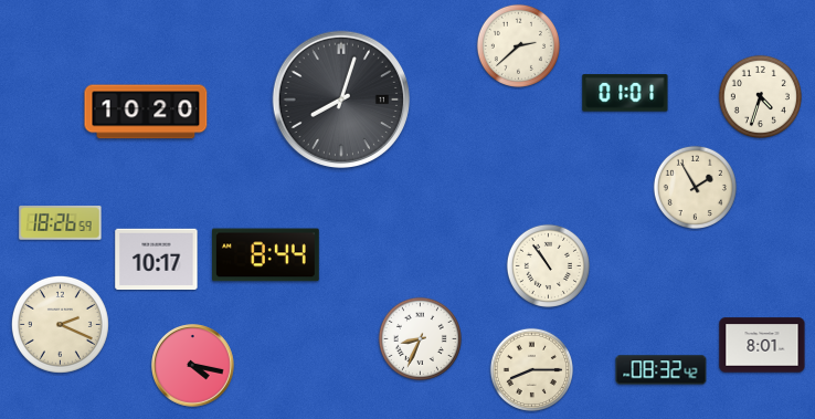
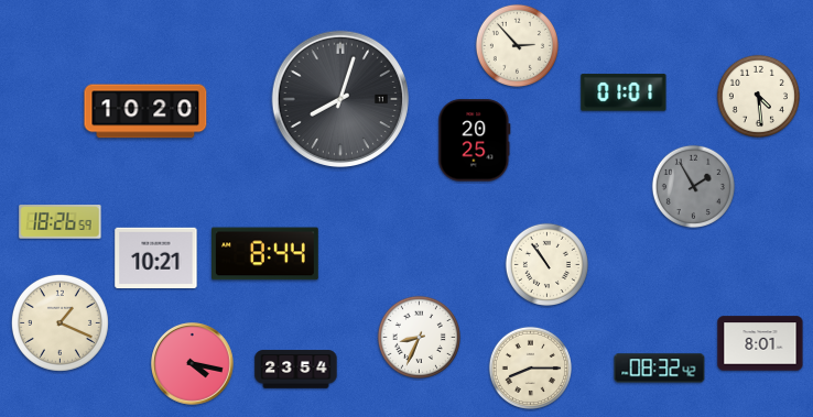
clock at (518, 45): 2:38 -> 2:53
clock at (760, 96): 4:33 -> 4:29
clock at (475, 141): none -> 20:25
clock at (695, 187) dial: cream -> grey
clock at (157, 259): 10:17 -> 10:21
clock at (60, 324): 2:19 -> 1:19
clock at (296, 370): none -> 23:54
